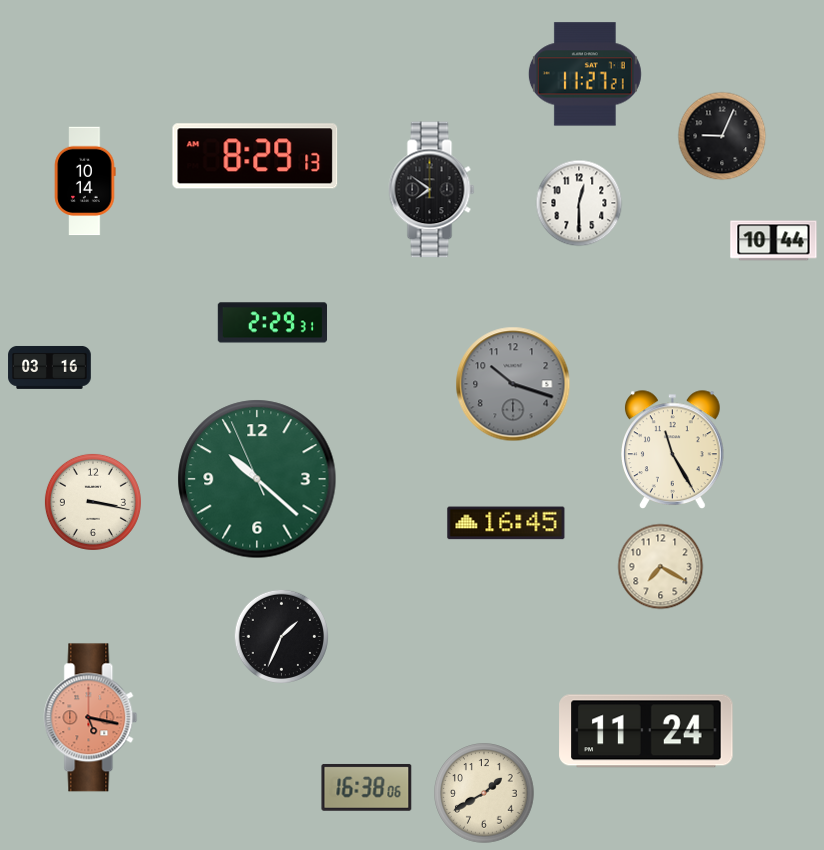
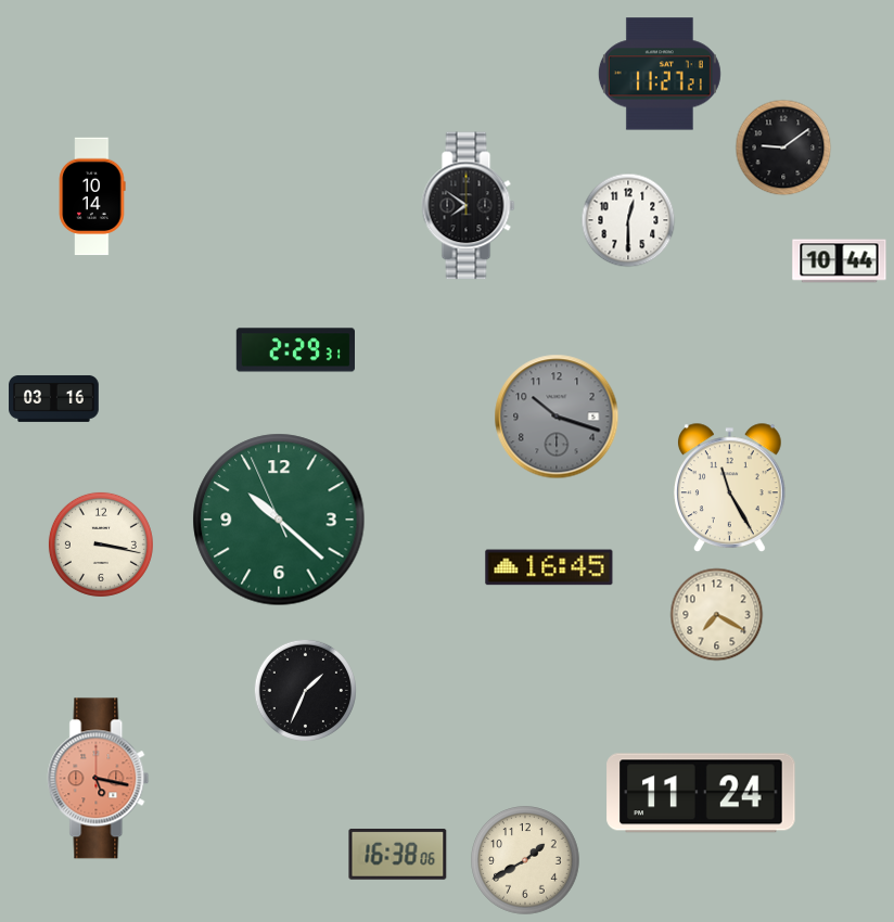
clock at (585, 74) position: (585, 74) -> (660, 74)
clock at (722, 136): 9:04 -> 9:09
clock at (255, 156): 8:29 -> none
